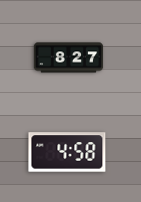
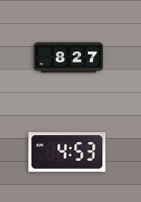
clock at (67, 152): 4:58 -> 4:53
